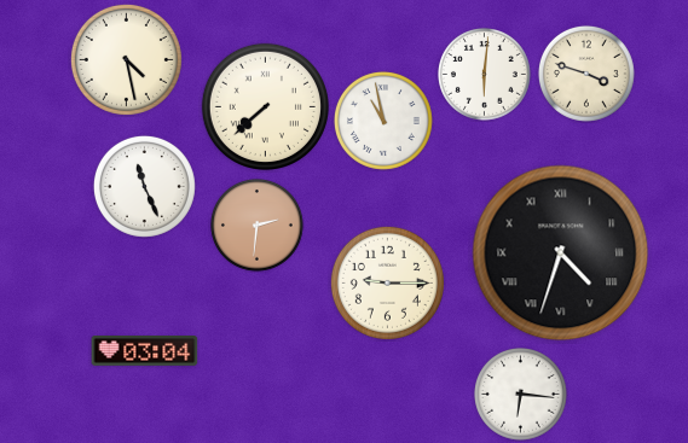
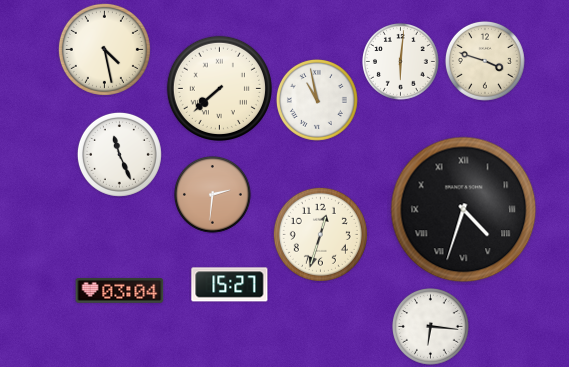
clock at (258, 226) position: (258, 226) -> (213, 195)
clock at (387, 282): 9:15 -> 12:33
clock at (230, 285): none -> 15:27
